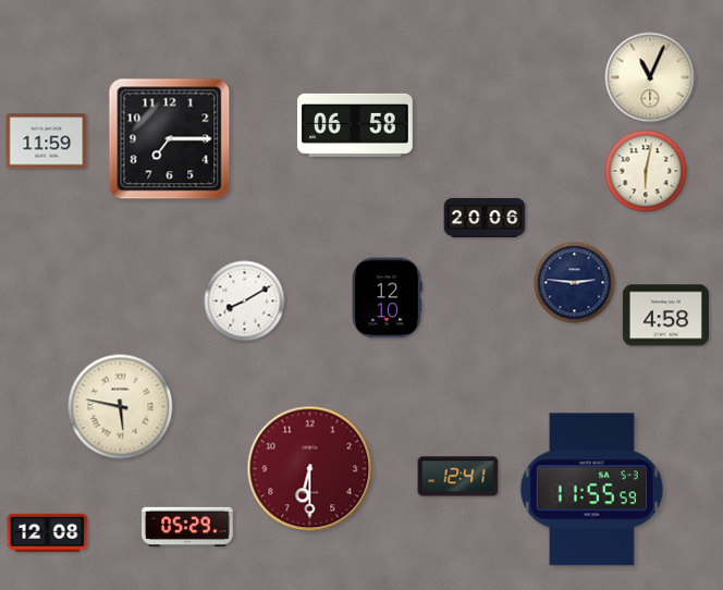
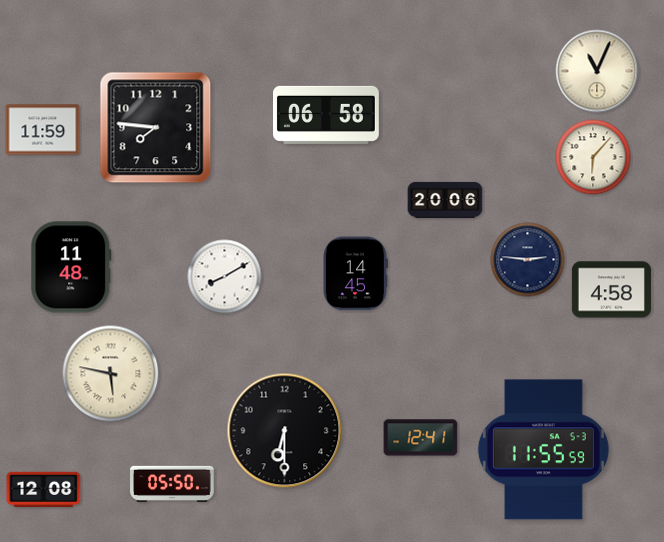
clock at (170, 139): 7:15 -> 7:46
clock at (646, 171): 6:02 -> 6:07
clock at (71, 267): none -> 11:48
clock at (387, 298): 12:10 -> 14:45
clock at (310, 469) dial: burgundy -> black
clock at (187, 527): 05:29 -> 05:50
